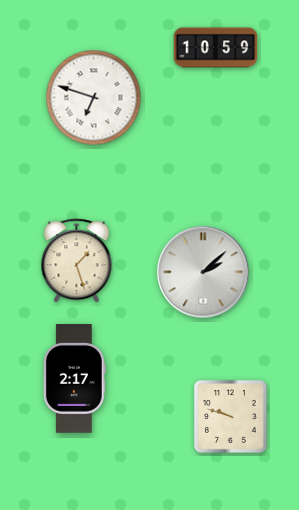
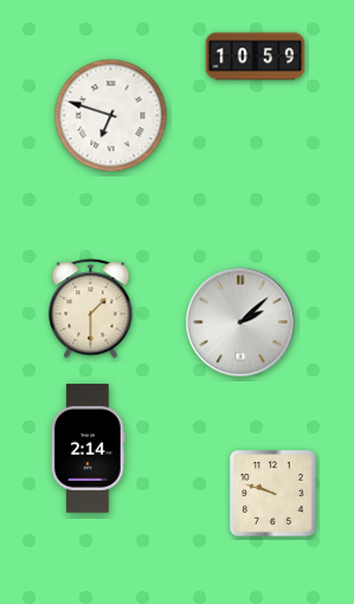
clock at (77, 261): 1:27 -> 1:30
clock at (74, 379): 2:17 -> 2:14
